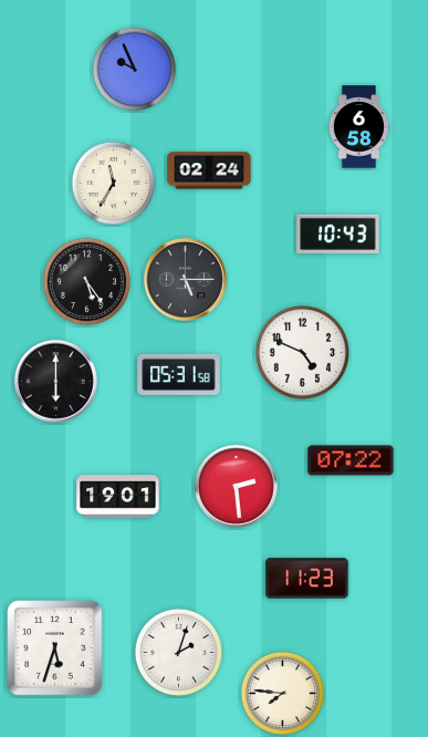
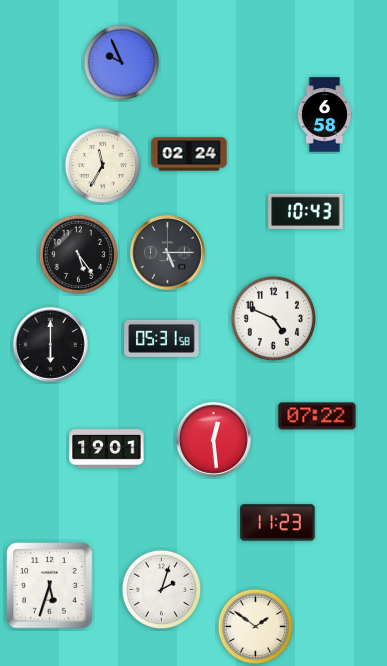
clock at (236, 486): 2:29 -> 12:29
clock at (283, 694): 7:46 -> 1:51
